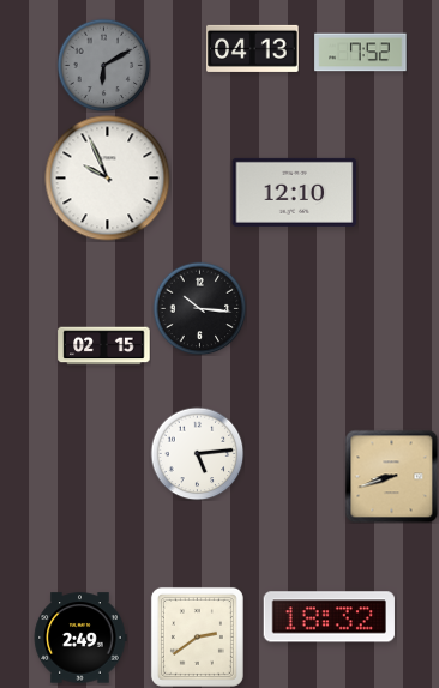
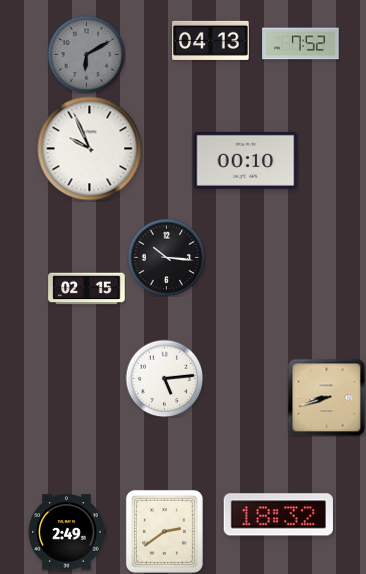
clock at (295, 192): 12:10 -> 00:10
clock at (329, 617) position: (329, 617) -> (278, 515)
